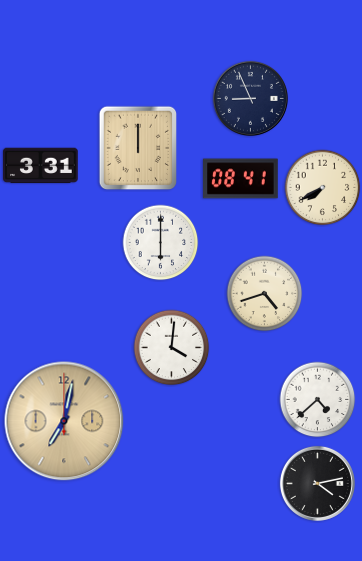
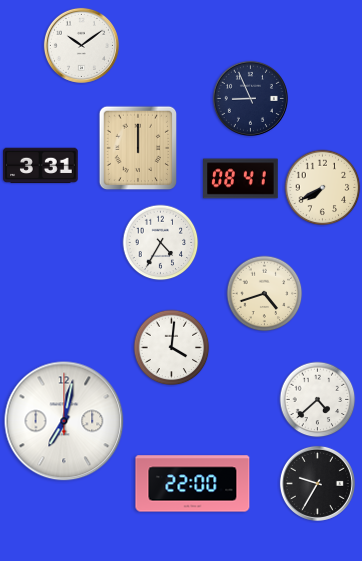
clock at (81, 45): none -> 10:09
clock at (161, 243): 6:00 -> 4:35
clock at (64, 421) dial: champagne -> white
clock at (317, 483): 4:13 -> 9:35
clock at (193, 484): none -> 22:00
